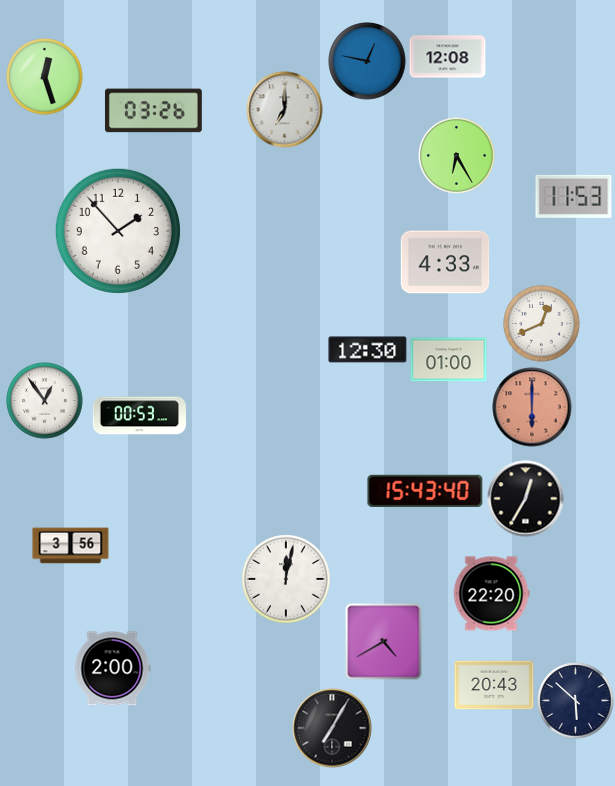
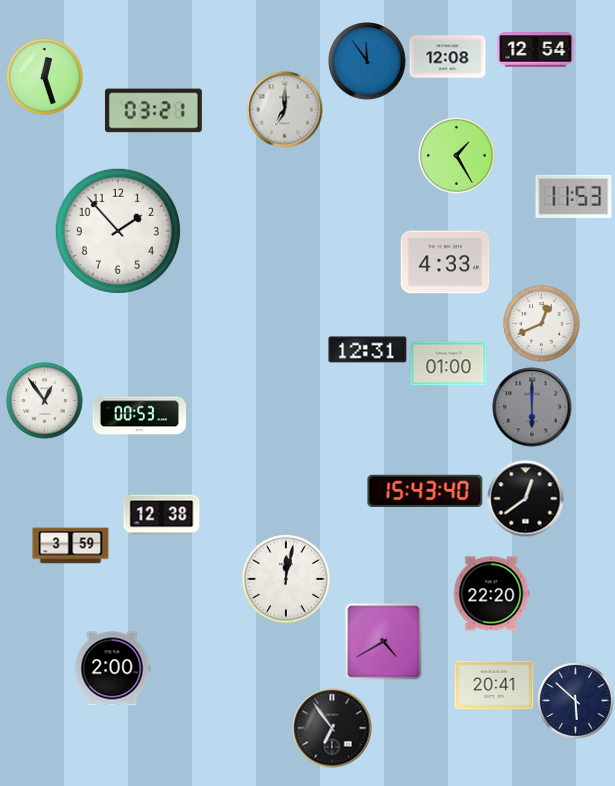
clock at (536, 50): none -> 12:54
clock at (367, 61): 12:47 -> 11:54
clock at (153, 111): 03:26 -> 03:21
clock at (457, 156): 6:25 -> 1:25
clock at (368, 350): 12:30 -> 12:31
clock at (449, 360) position: (449, 360) -> (449, 364)
clock at (532, 407) dial: salmon -> grey
clock at (526, 499): 12:35 -> 12:39
clock at (162, 515): none -> 12:38
clock at (71, 546): 3:56 -> 3:59
clock at (494, 685): 20:43 -> 20:41
clock at (332, 728): 7:05 -> 6:54
